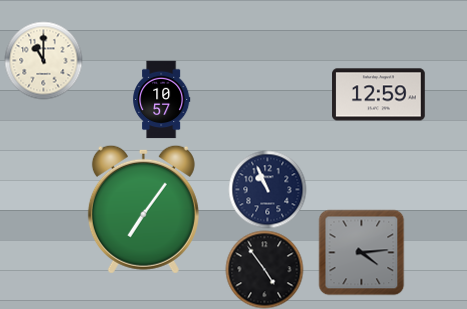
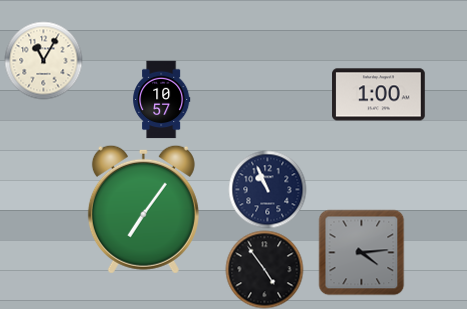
clock at (43, 60): 11:00 -> 11:05
clock at (379, 95): 12:59 -> 1:00
